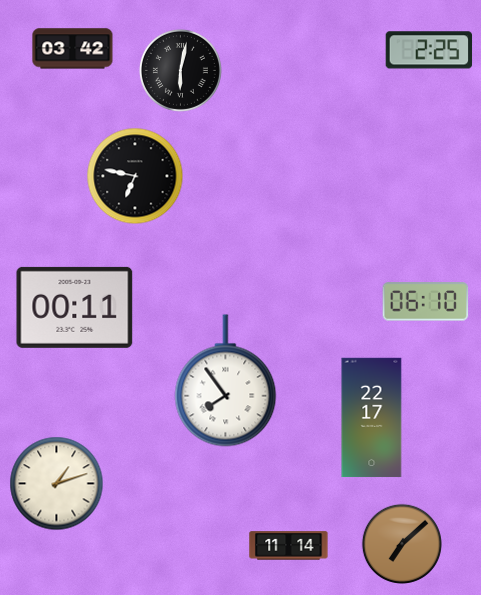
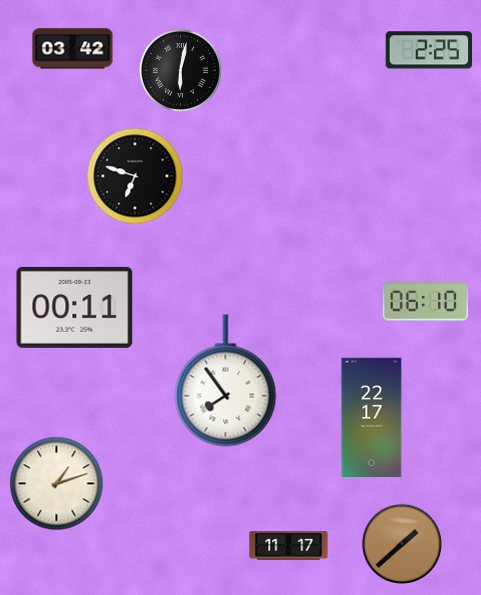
clock at (135, 176): 6:47 -> 6:48
clock at (401, 543): 7:08 -> 1:38
clock at (289, 546): 11:14 -> 11:17
